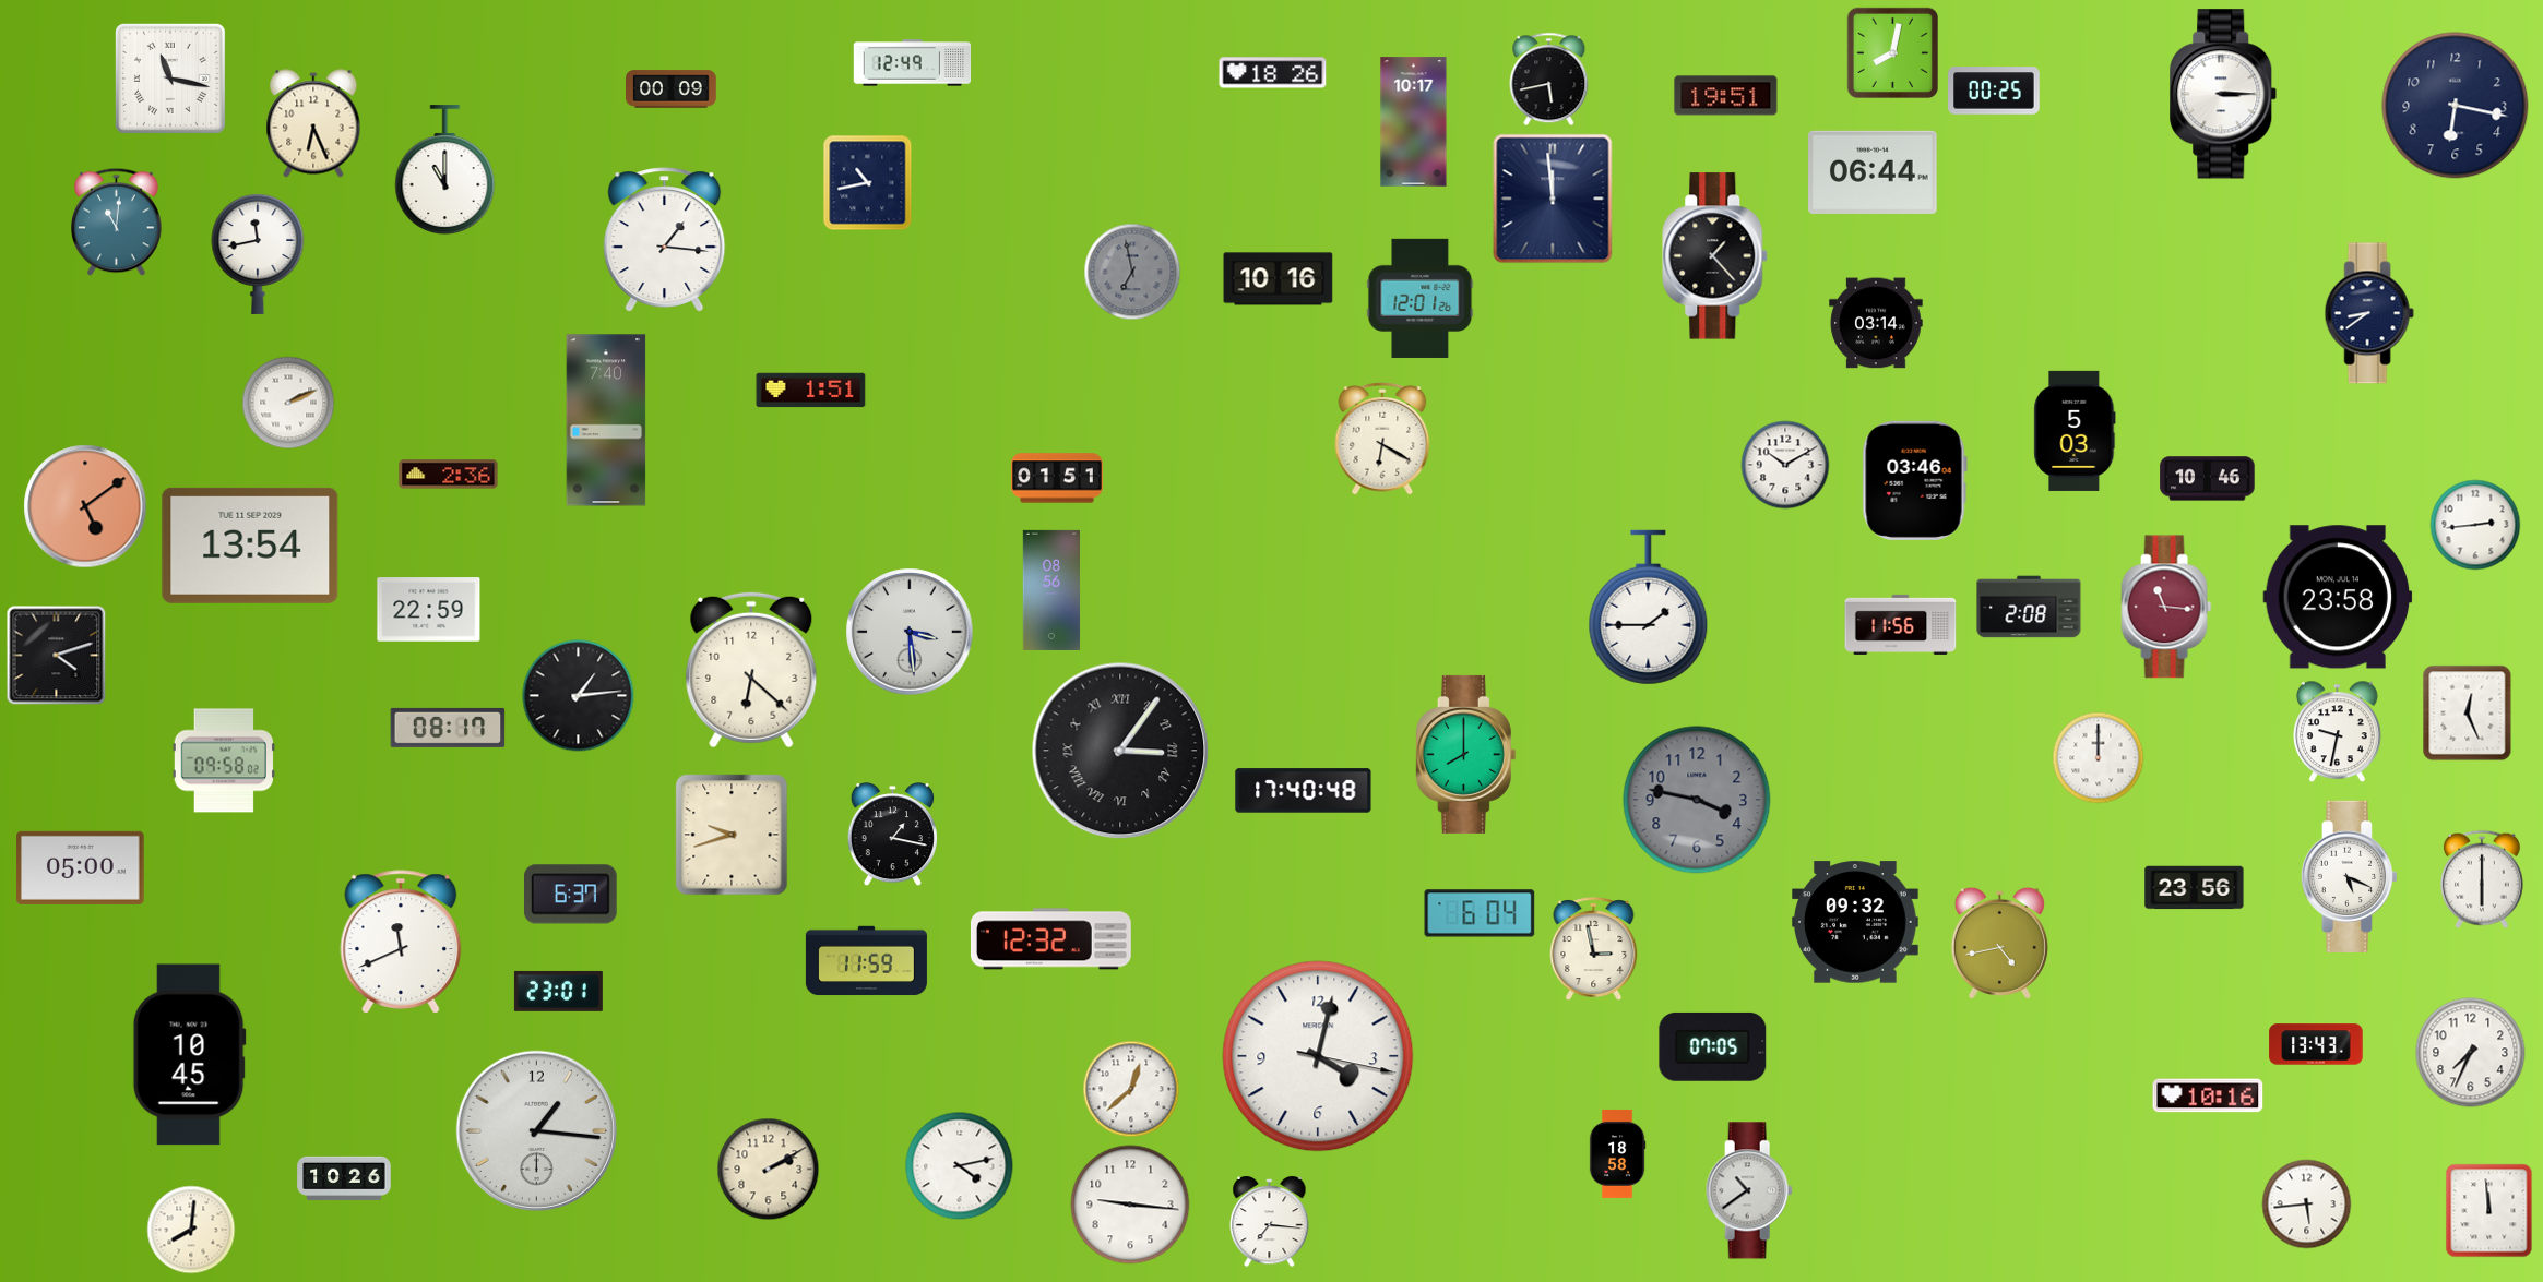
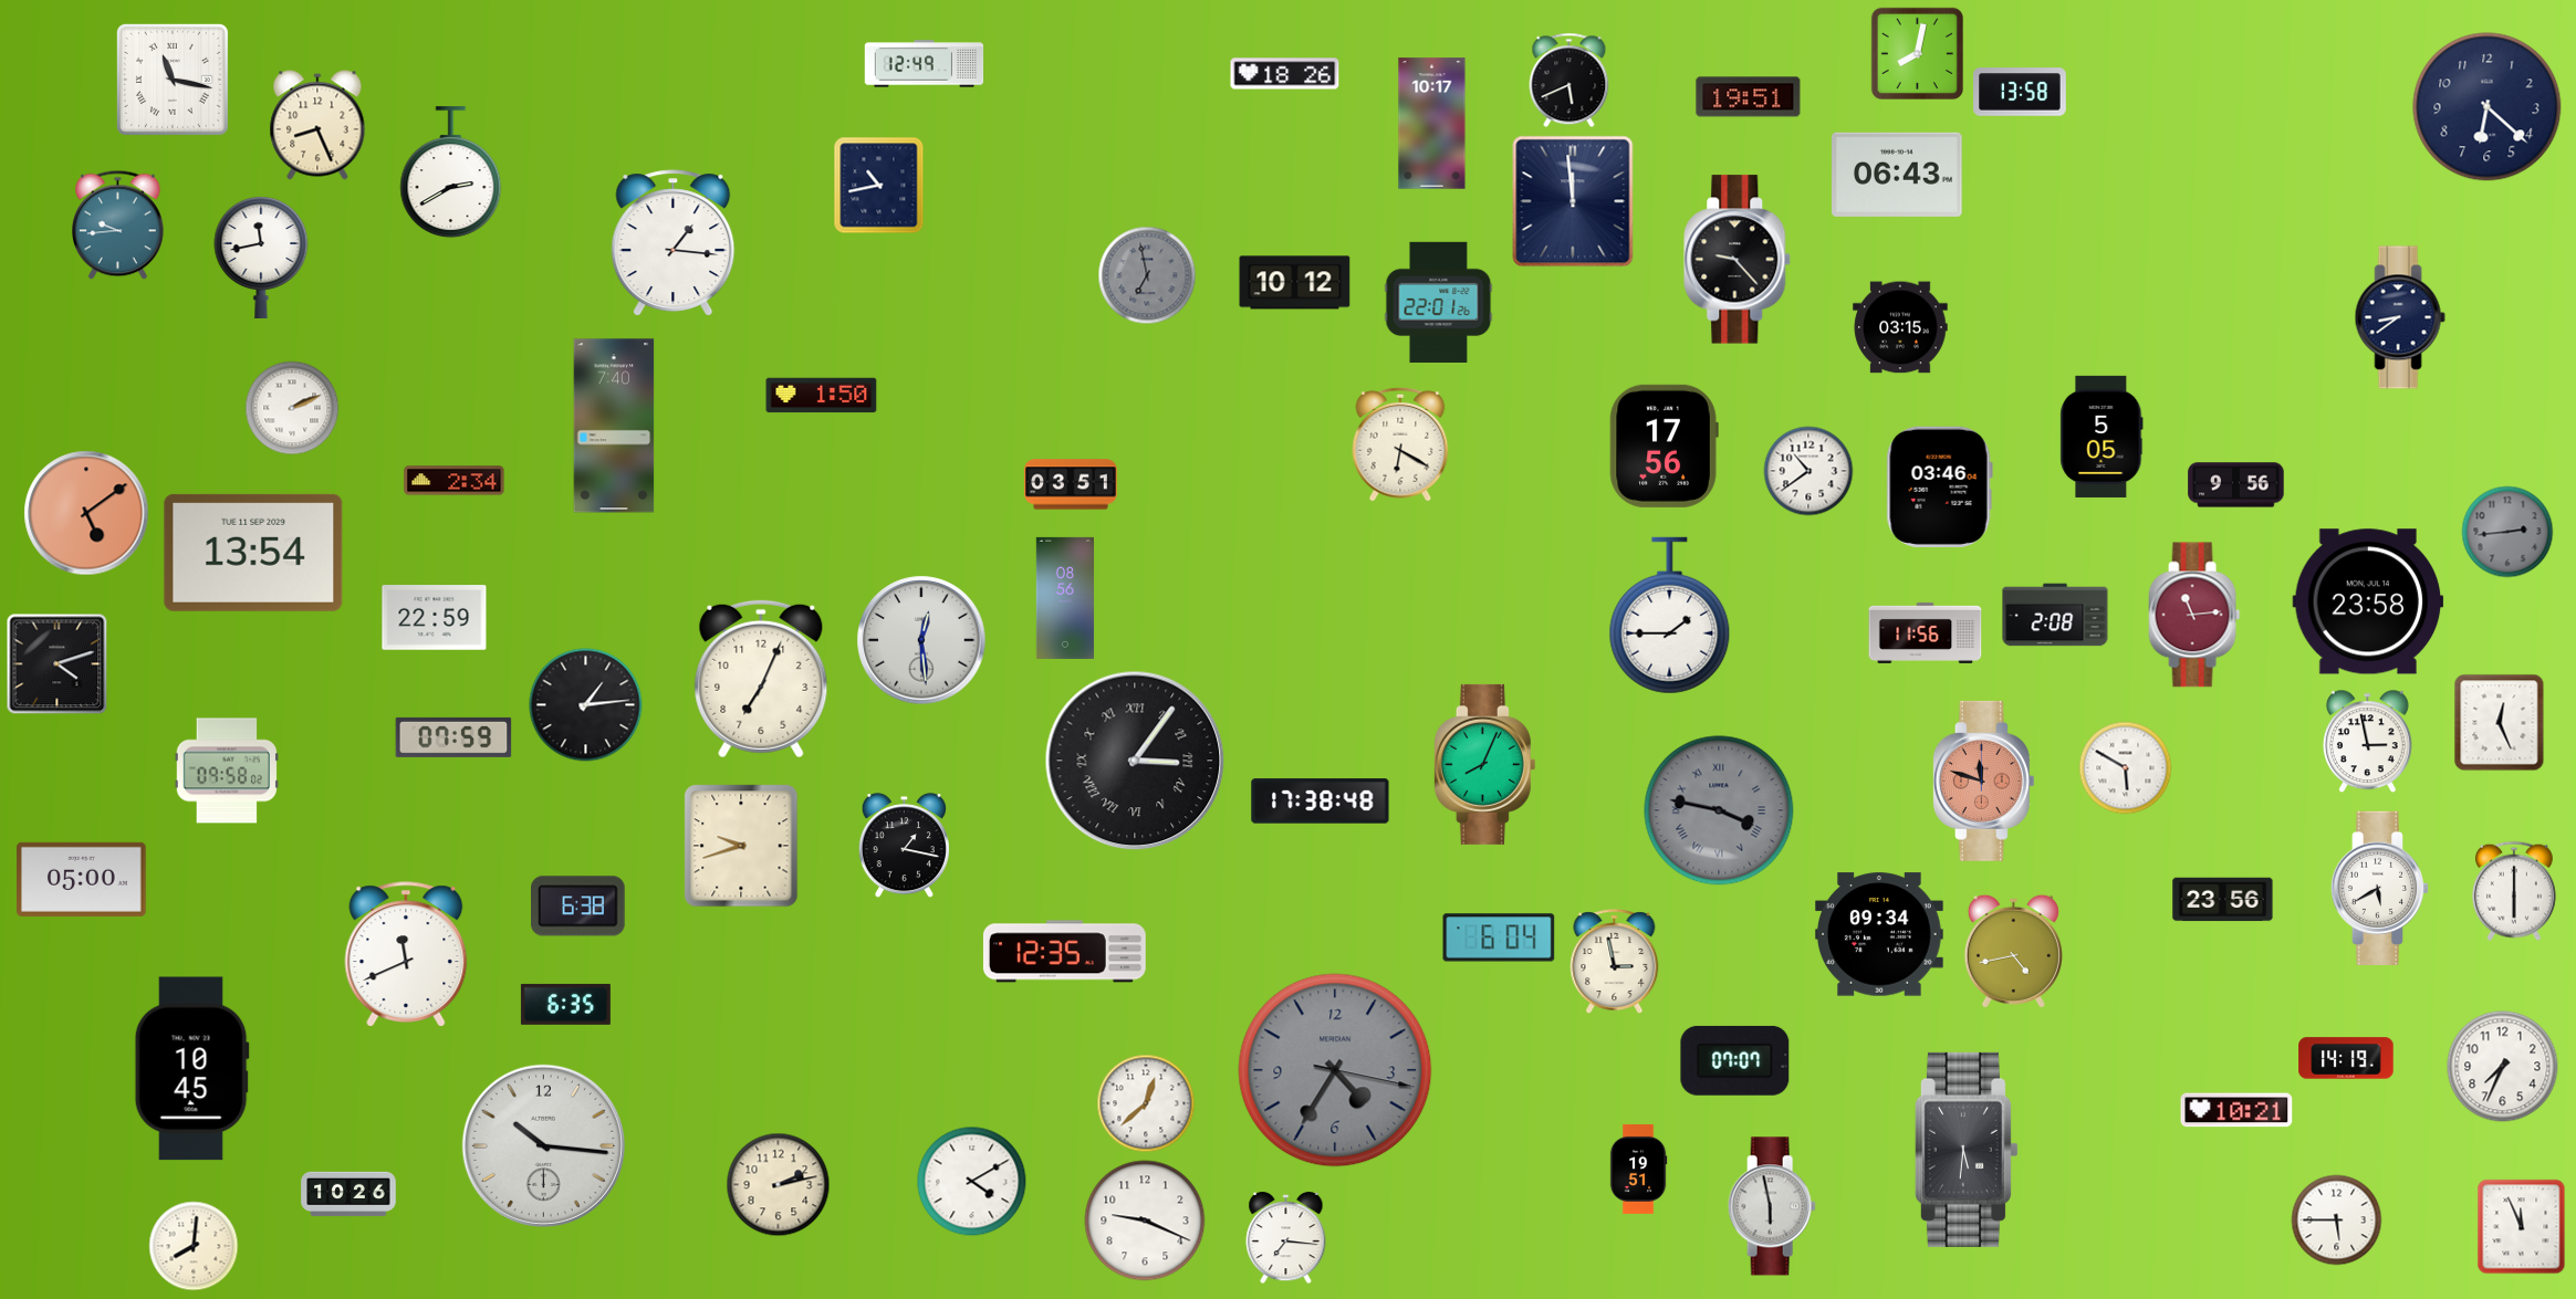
clock at (1273, 73) position: (1273, 73) -> (1285, 74)
clock at (1549, 80): 5:43 -> 5:41
clock at (672, 89): 00:09 -> none
clock at (1994, 91): 00:25 -> 13:58
clock at (2223, 94): 3:15 -> none
clock at (2456, 106): 6:17 -> 6:22
clock at (313, 123): 6:26 -> 8:26
clock at (445, 170): 11:00 -> 2:40
clock at (1873, 172): 06:44 -> 06:43
clock at (117, 223): 11:01 -> 9:44
clock at (1715, 256): 1:23 -> 9:23
clock at (1279, 279): 10:16 -> 10:12
clock at (1421, 298): 12:01 -> 22:01
clock at (1876, 323): 03:14 -> 03:15
clock at (811, 391): 1:51 -> 1:50
clock at (2075, 431): 5:03 -> 5:05
clock at (1664, 446): none -> 17:56
clock at (1785, 465): 10:10 -> 10:39
clock at (449, 475): 2:36 -> 2:34
clock at (1057, 478): 01:51 -> 03:51
clock at (2208, 479): 10:46 -> 9:56
clock at (2475, 525) dial: white -> grey
clock at (2338, 597) position: (2338, 597) -> (2368, 601)
clock at (2166, 607): 11:16 -> 11:14
clock at (910, 632): 3:29 -> 12:29
clock at (751, 670): 6:22 -> 7:04
clock at (448, 728): 08:17 -> 07:59
clock at (2337, 732): 9:32 -> 2:58
clock at (1465, 754): 8:00 -> 8:04
clock at (2099, 758): 12:00 -> 5:50
clock at (1983, 781): none -> 11:48
clock at (1304, 791): 17:40 -> 17:38
clock at (1697, 800) numerals: Arabic -> Roman
clock at (2350, 876): 5:19 -> 5:40
clock at (571, 895): 6:37 -> 6:38
clock at (1480, 913) position: (1480, 913) -> (1499, 937)
clock at (1856, 922): 09:32 -> 09:34
clock at (1050, 939): 12:32 -> 12:35
clock at (1999, 943) position: (1999, 943) -> (2013, 951)
clock at (866, 961): 11:59 -> none
clock at (558, 991): 23:01 -> 6:35
clock at (2316, 1044): 13:43 -> 14:19
clock at (1713, 1046): 07:05 -> 07:07
clock at (1318, 1056): 4:02 -> 4:35
clock at (1318, 1056) dial: white -> grey
clock at (2208, 1095): 10:16 -> 10:21
clock at (536, 1130): 1:16 -> 10:16
clock at (1967, 1150): none -> 5:31
clock at (1617, 1153): 18:58 -> 19:51
clock at (960, 1166): 4:13 -> 4:10
clock at (769, 1170): 2:10 -> 2:13
clock at (1749, 1190): 10:39 -> 5:58
clock at (1130, 1205): 9:16 -> 9:19
clock at (2307, 1205): 5:44 -> 5:45
clock at (2489, 1211): 11:59 -> 11:56
